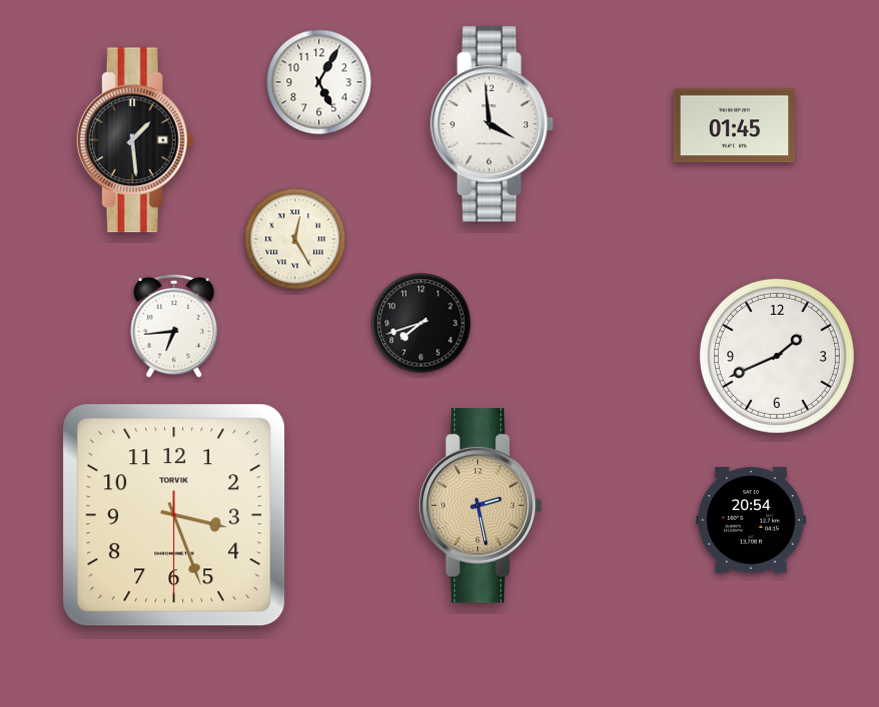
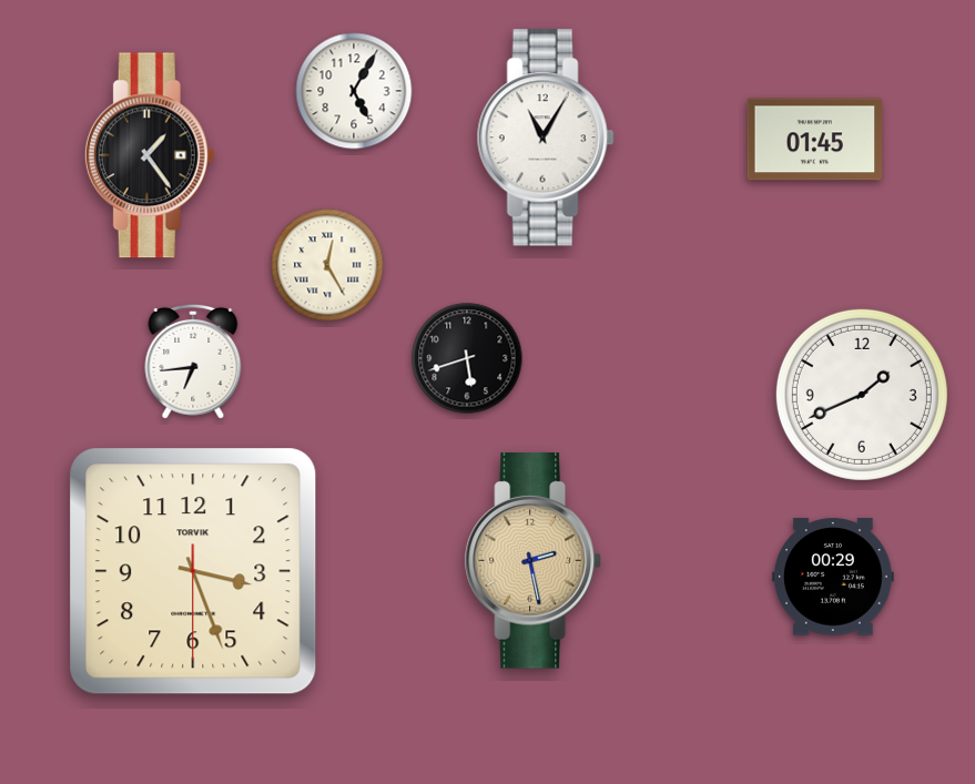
clock at (492, 124): 3:59 -> 11:05
clock at (135, 140): 1:29 -> 1:24
clock at (421, 323): 7:42 -> 5:42
clock at (751, 520): 20:54 -> 00:29
